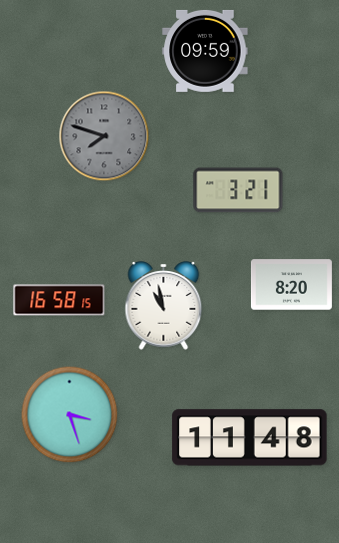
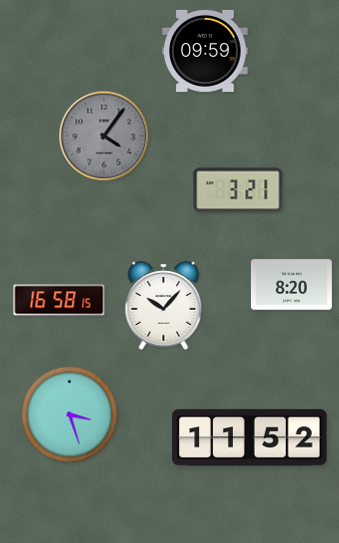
clock at (104, 136): 7:48 -> 4:06
clock at (164, 306): 10:58 -> 10:07
clock at (250, 438): 11:48 -> 11:52
